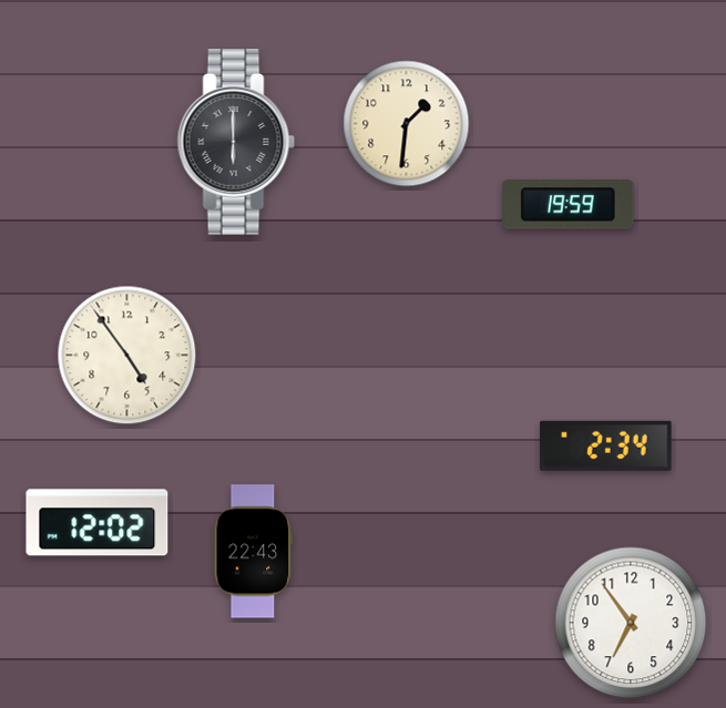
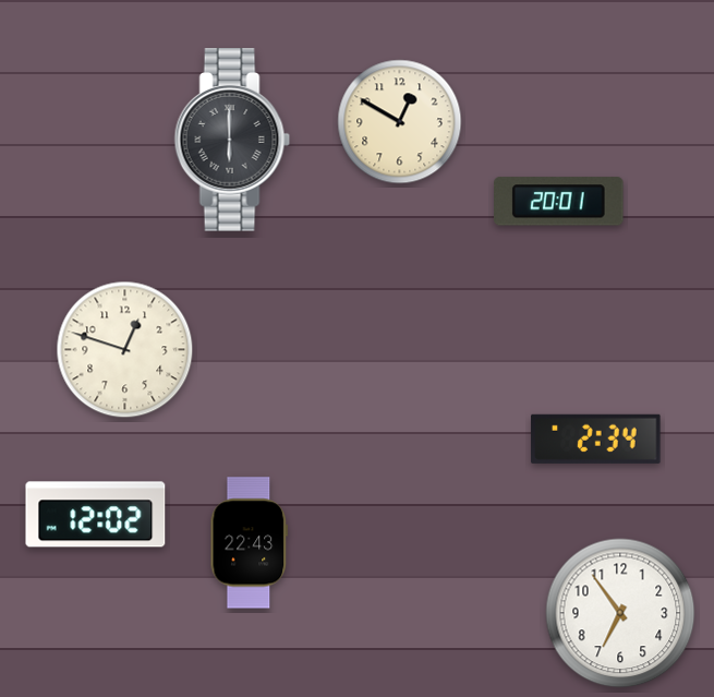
clock at (407, 124): 1:31 -> 12:50
clock at (569, 205): 19:59 -> 20:01
clock at (127, 356): 4:54 -> 12:48
